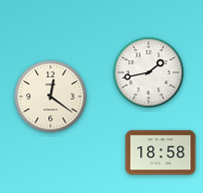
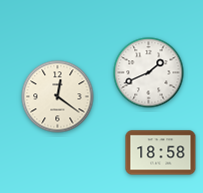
clock at (149, 73): 1:43 -> 1:41
clock at (51, 97) position: (51, 97) -> (58, 97)
